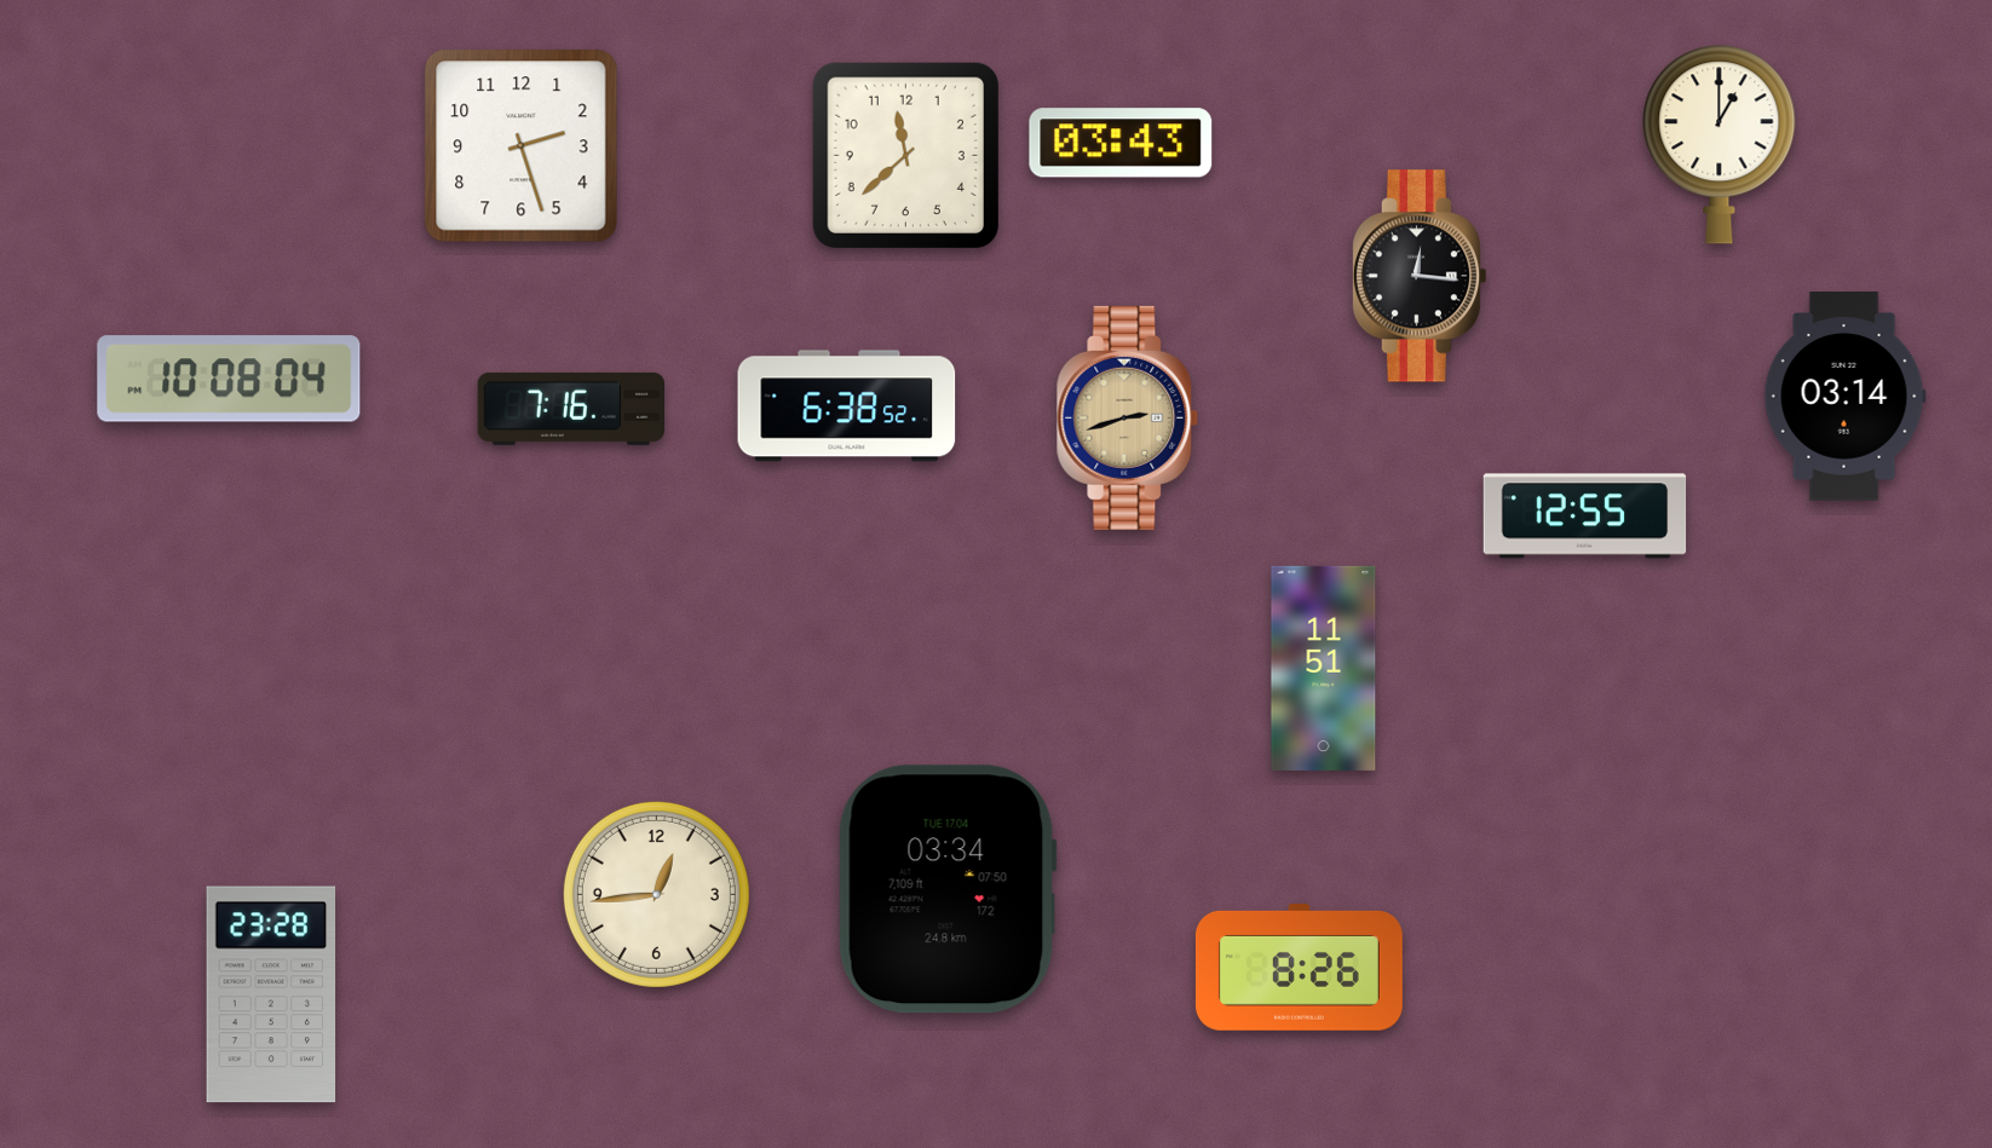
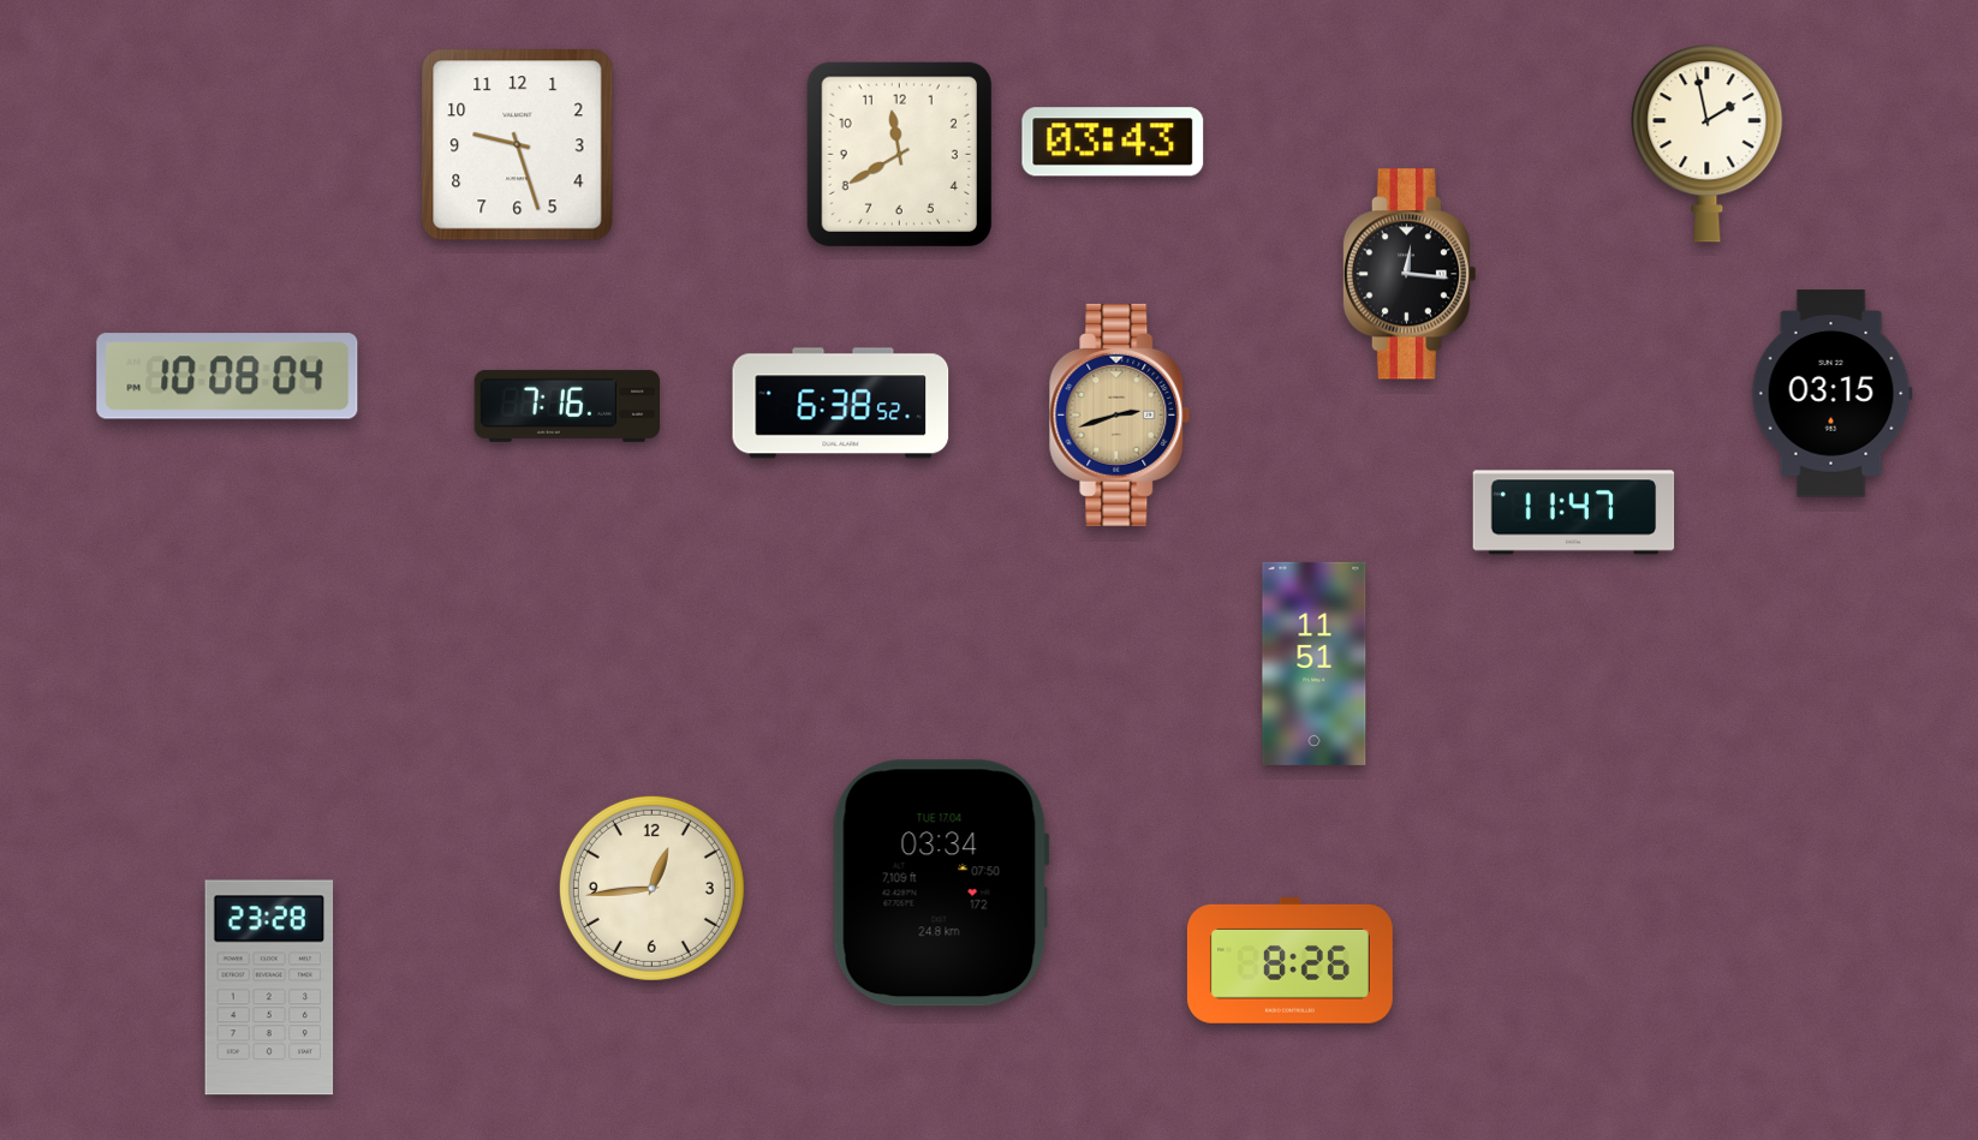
clock at (1720, 145): 1:00 -> 1:58
clock at (522, 146): 2:27 -> 9:27
clock at (905, 155): 11:38 -> 11:40
clock at (1844, 397): 03:14 -> 03:15
clock at (1585, 517): 12:55 -> 11:47
